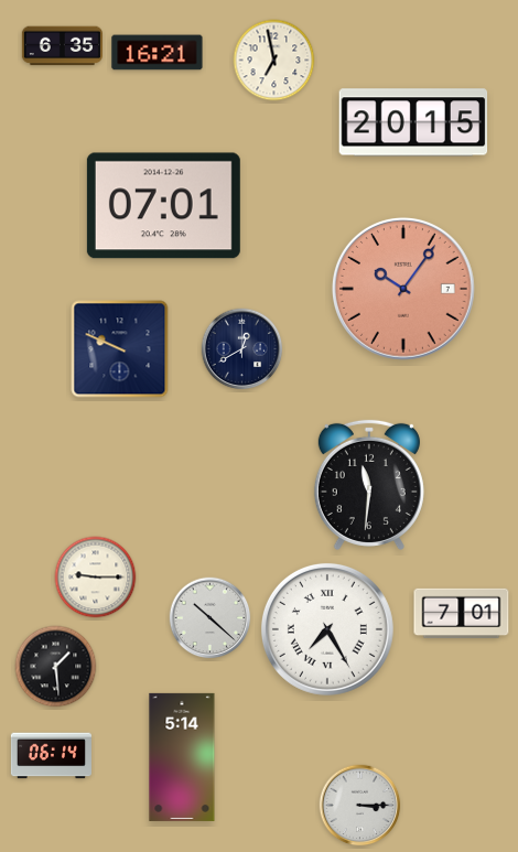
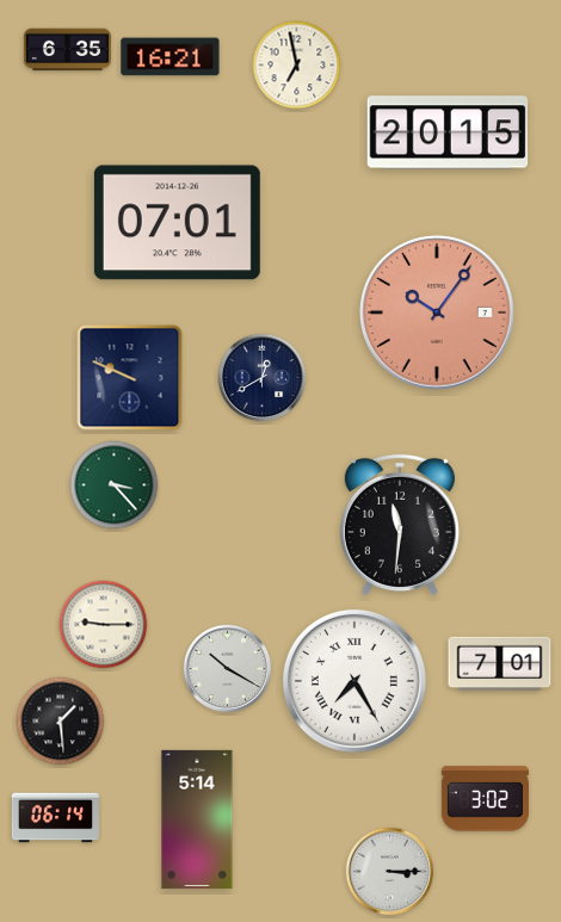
clock at (115, 485): none -> 3:23
clock at (211, 618): 10:22 -> 10:20
clock at (485, 799): none -> 3:02
